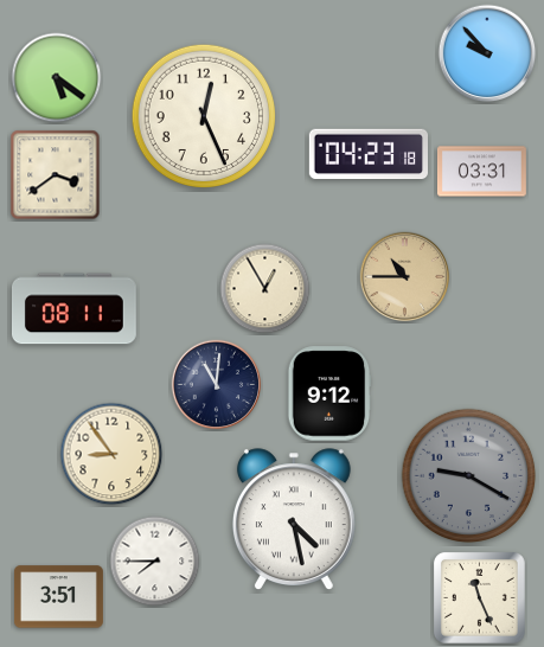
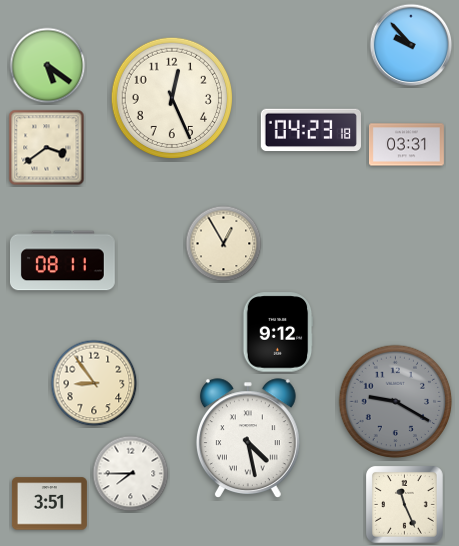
clock at (405, 277): 10:45 -> none
clock at (217, 385): 11:01 -> none
